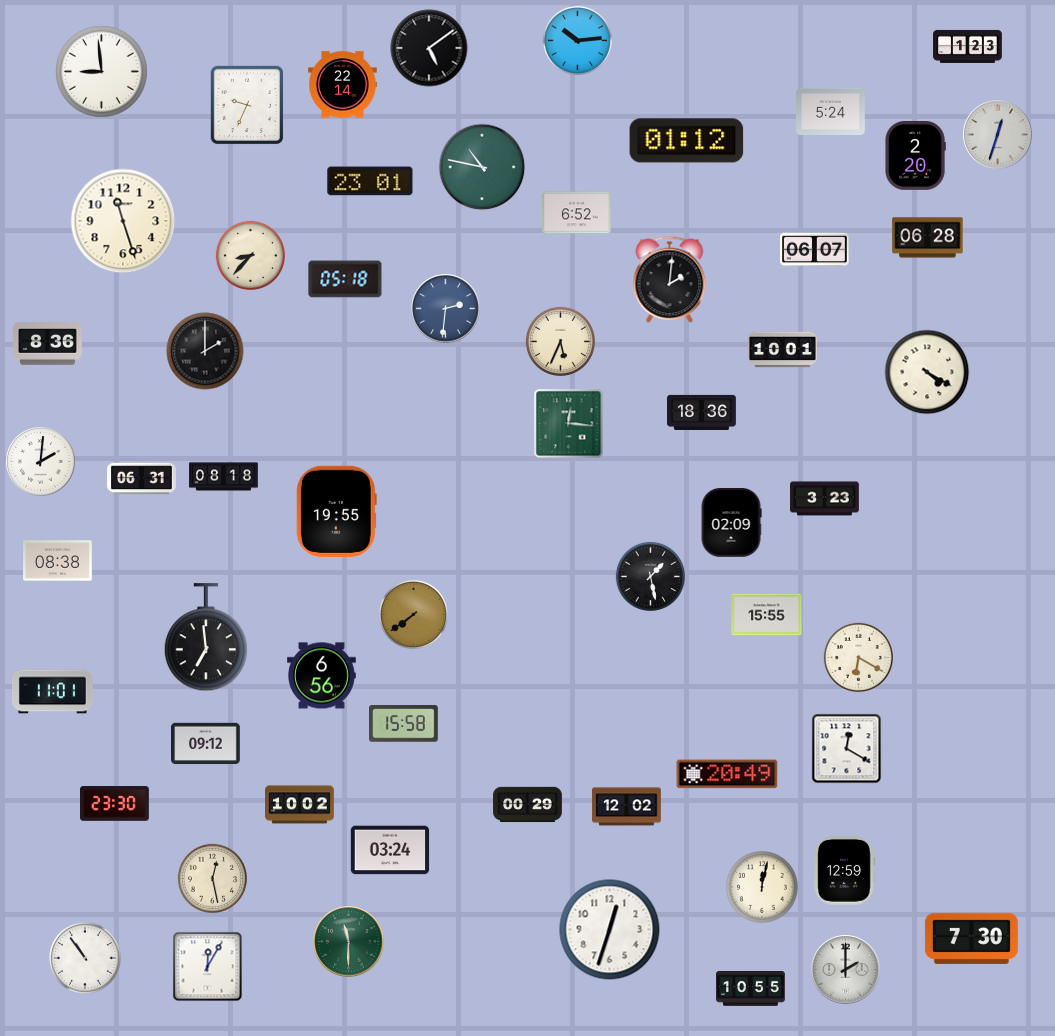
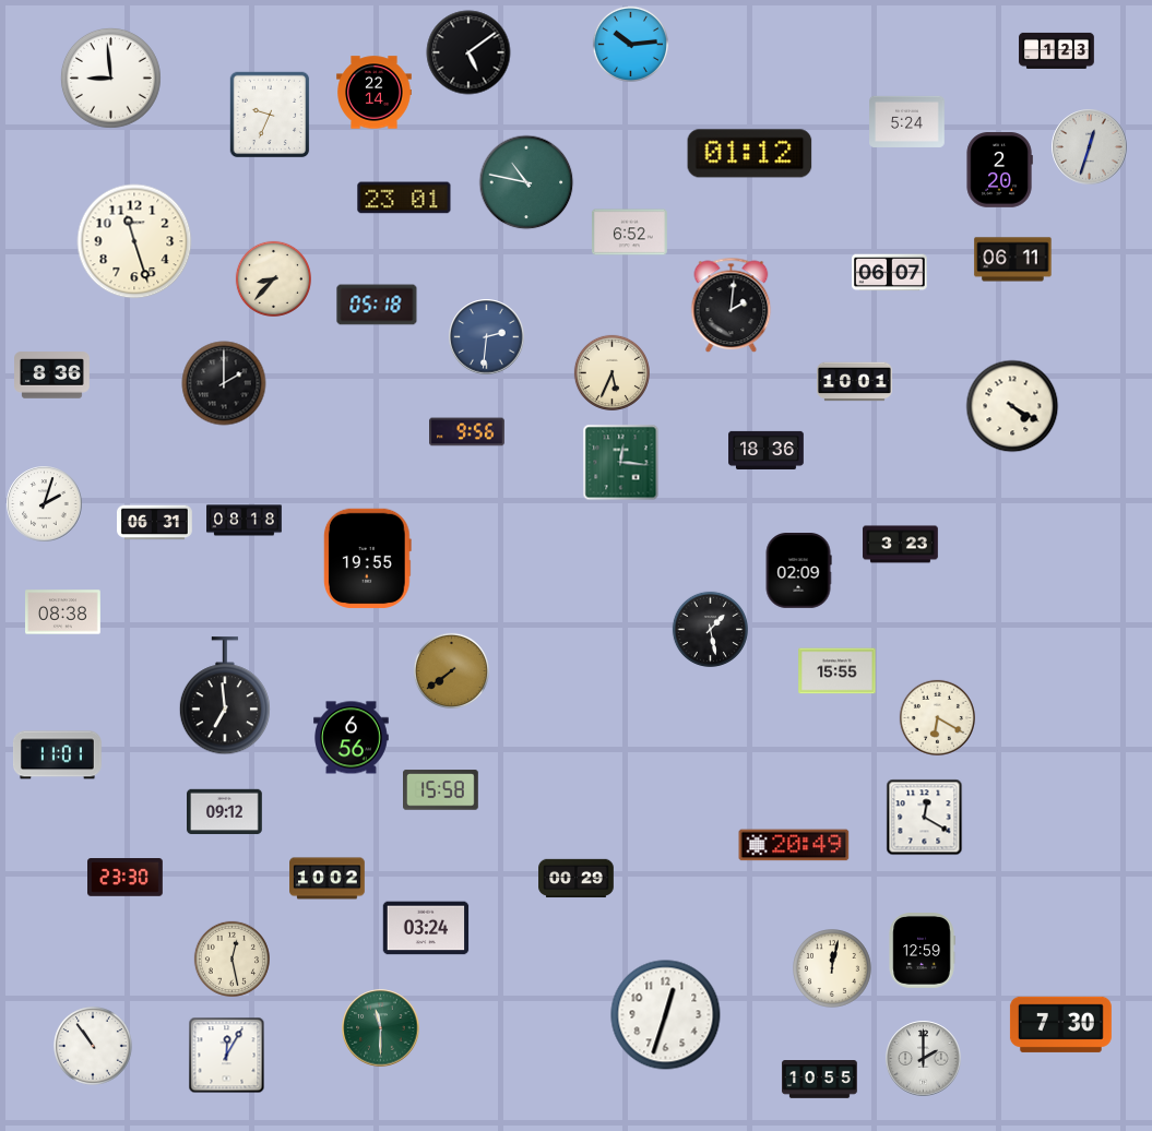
clock at (928, 238): 06:28 -> 06:11
clock at (467, 432): none -> 9:56
clock at (41, 462): 2:01 -> 2:03
clock at (627, 807): 12:02 -> none
